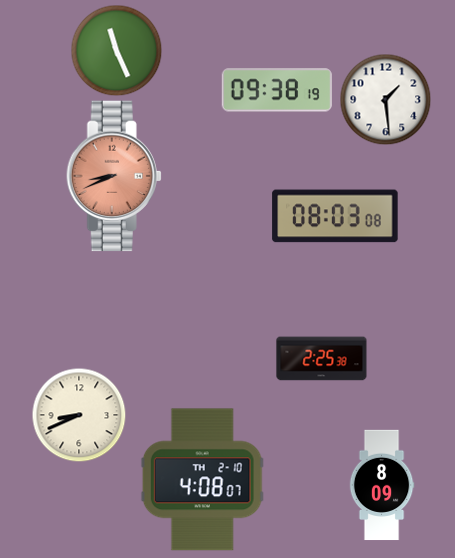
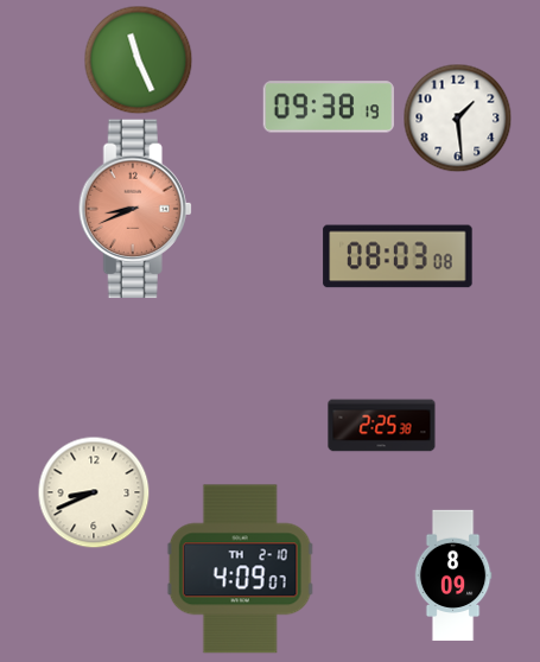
clock at (202, 480): 4:08 -> 4:09
